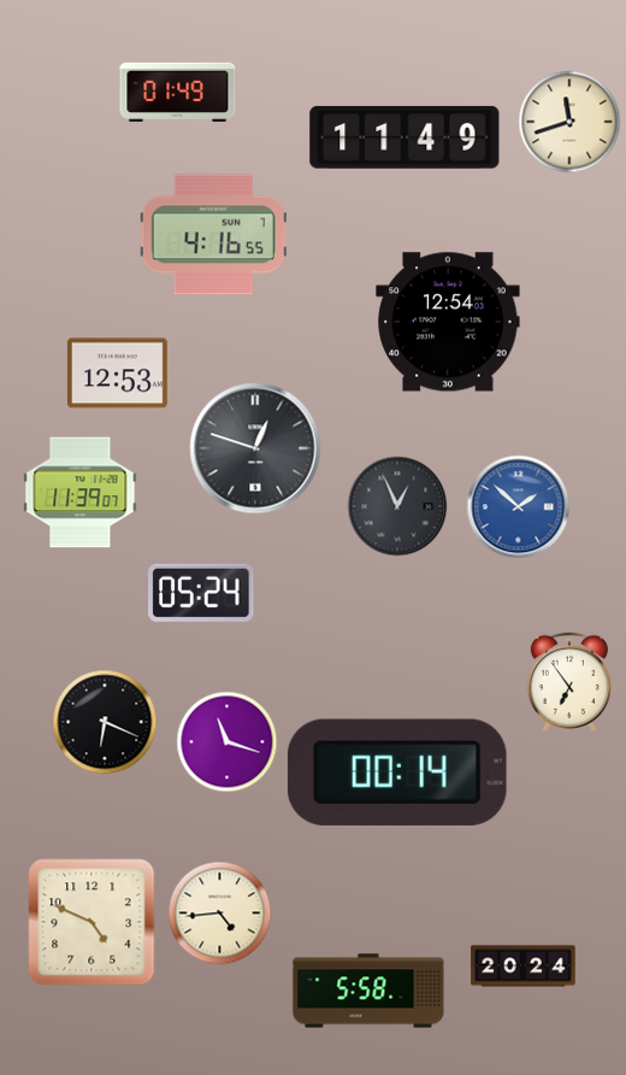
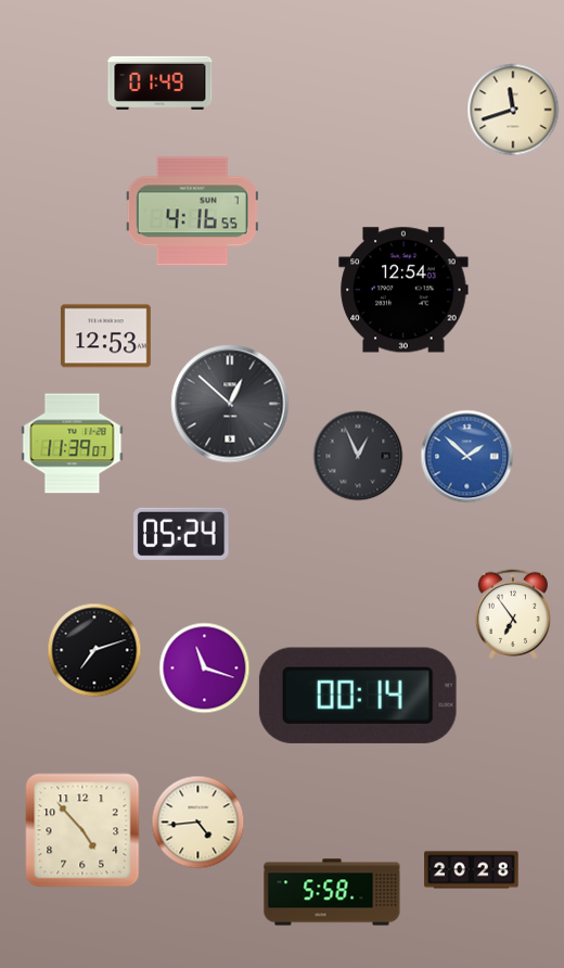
clock at (404, 137): 11:49 -> none
clock at (255, 448): 12:48 -> 12:52
clock at (105, 722): 6:19 -> 7:12
clock at (91, 922): 4:49 -> 4:53
clock at (524, 967): 20:24 -> 20:28
